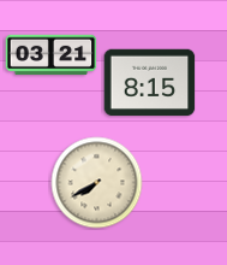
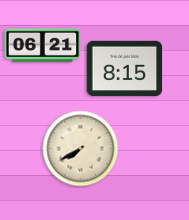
clock at (52, 55): 03:21 -> 06:21
clock at (97, 183) position: (97, 183) -> (81, 149)
